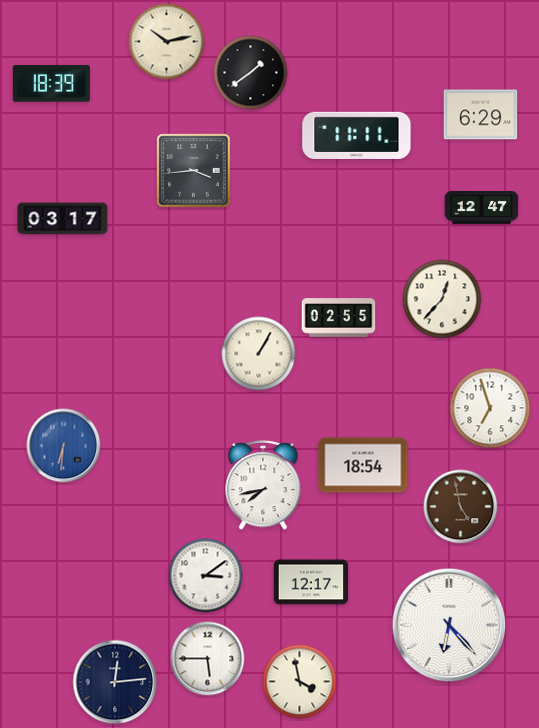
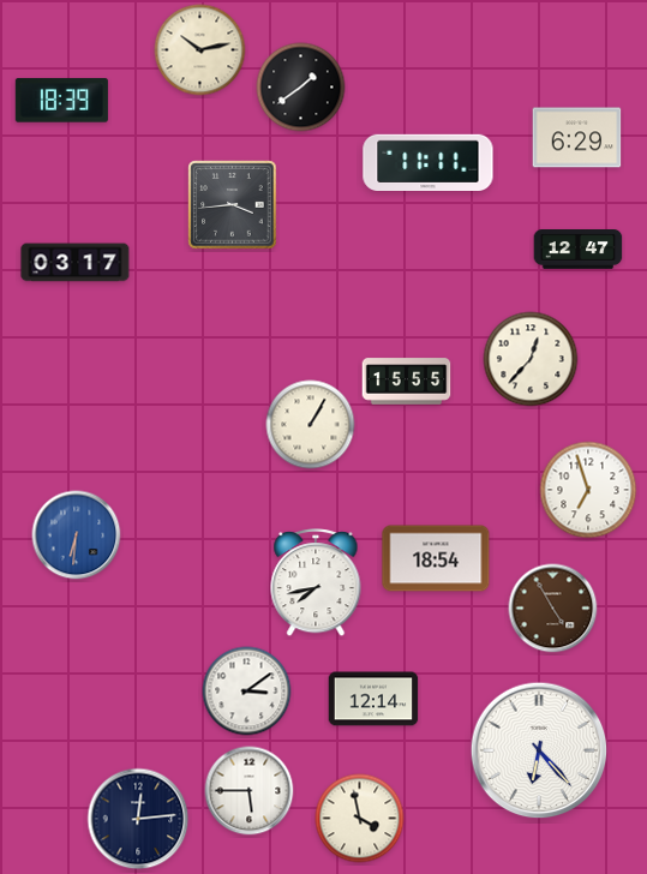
clock at (339, 318): 02:55 -> 15:55
clock at (461, 507): 4:58 -> 4:55
clock at (311, 582): 12:17 -> 12:14
